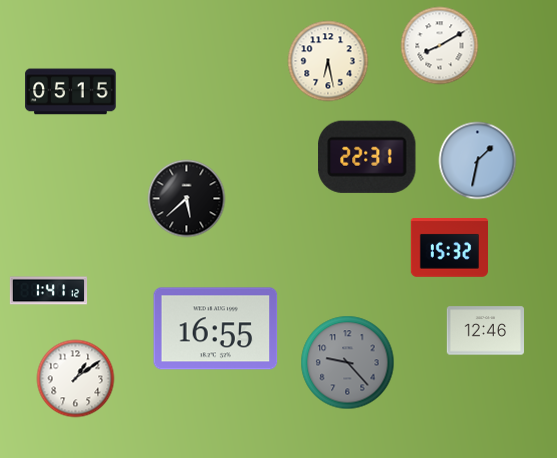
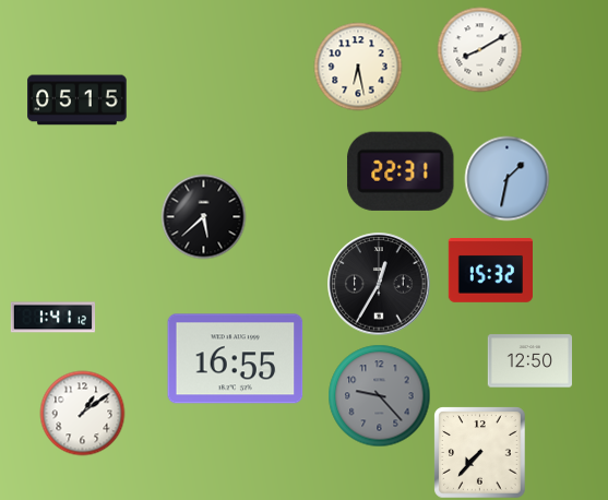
clock at (477, 160) position: (477, 160) -> (506, 178)
clock at (379, 284): none -> 12:35
clock at (485, 331): 12:46 -> 12:50
clock at (479, 452): none -> 7:37
